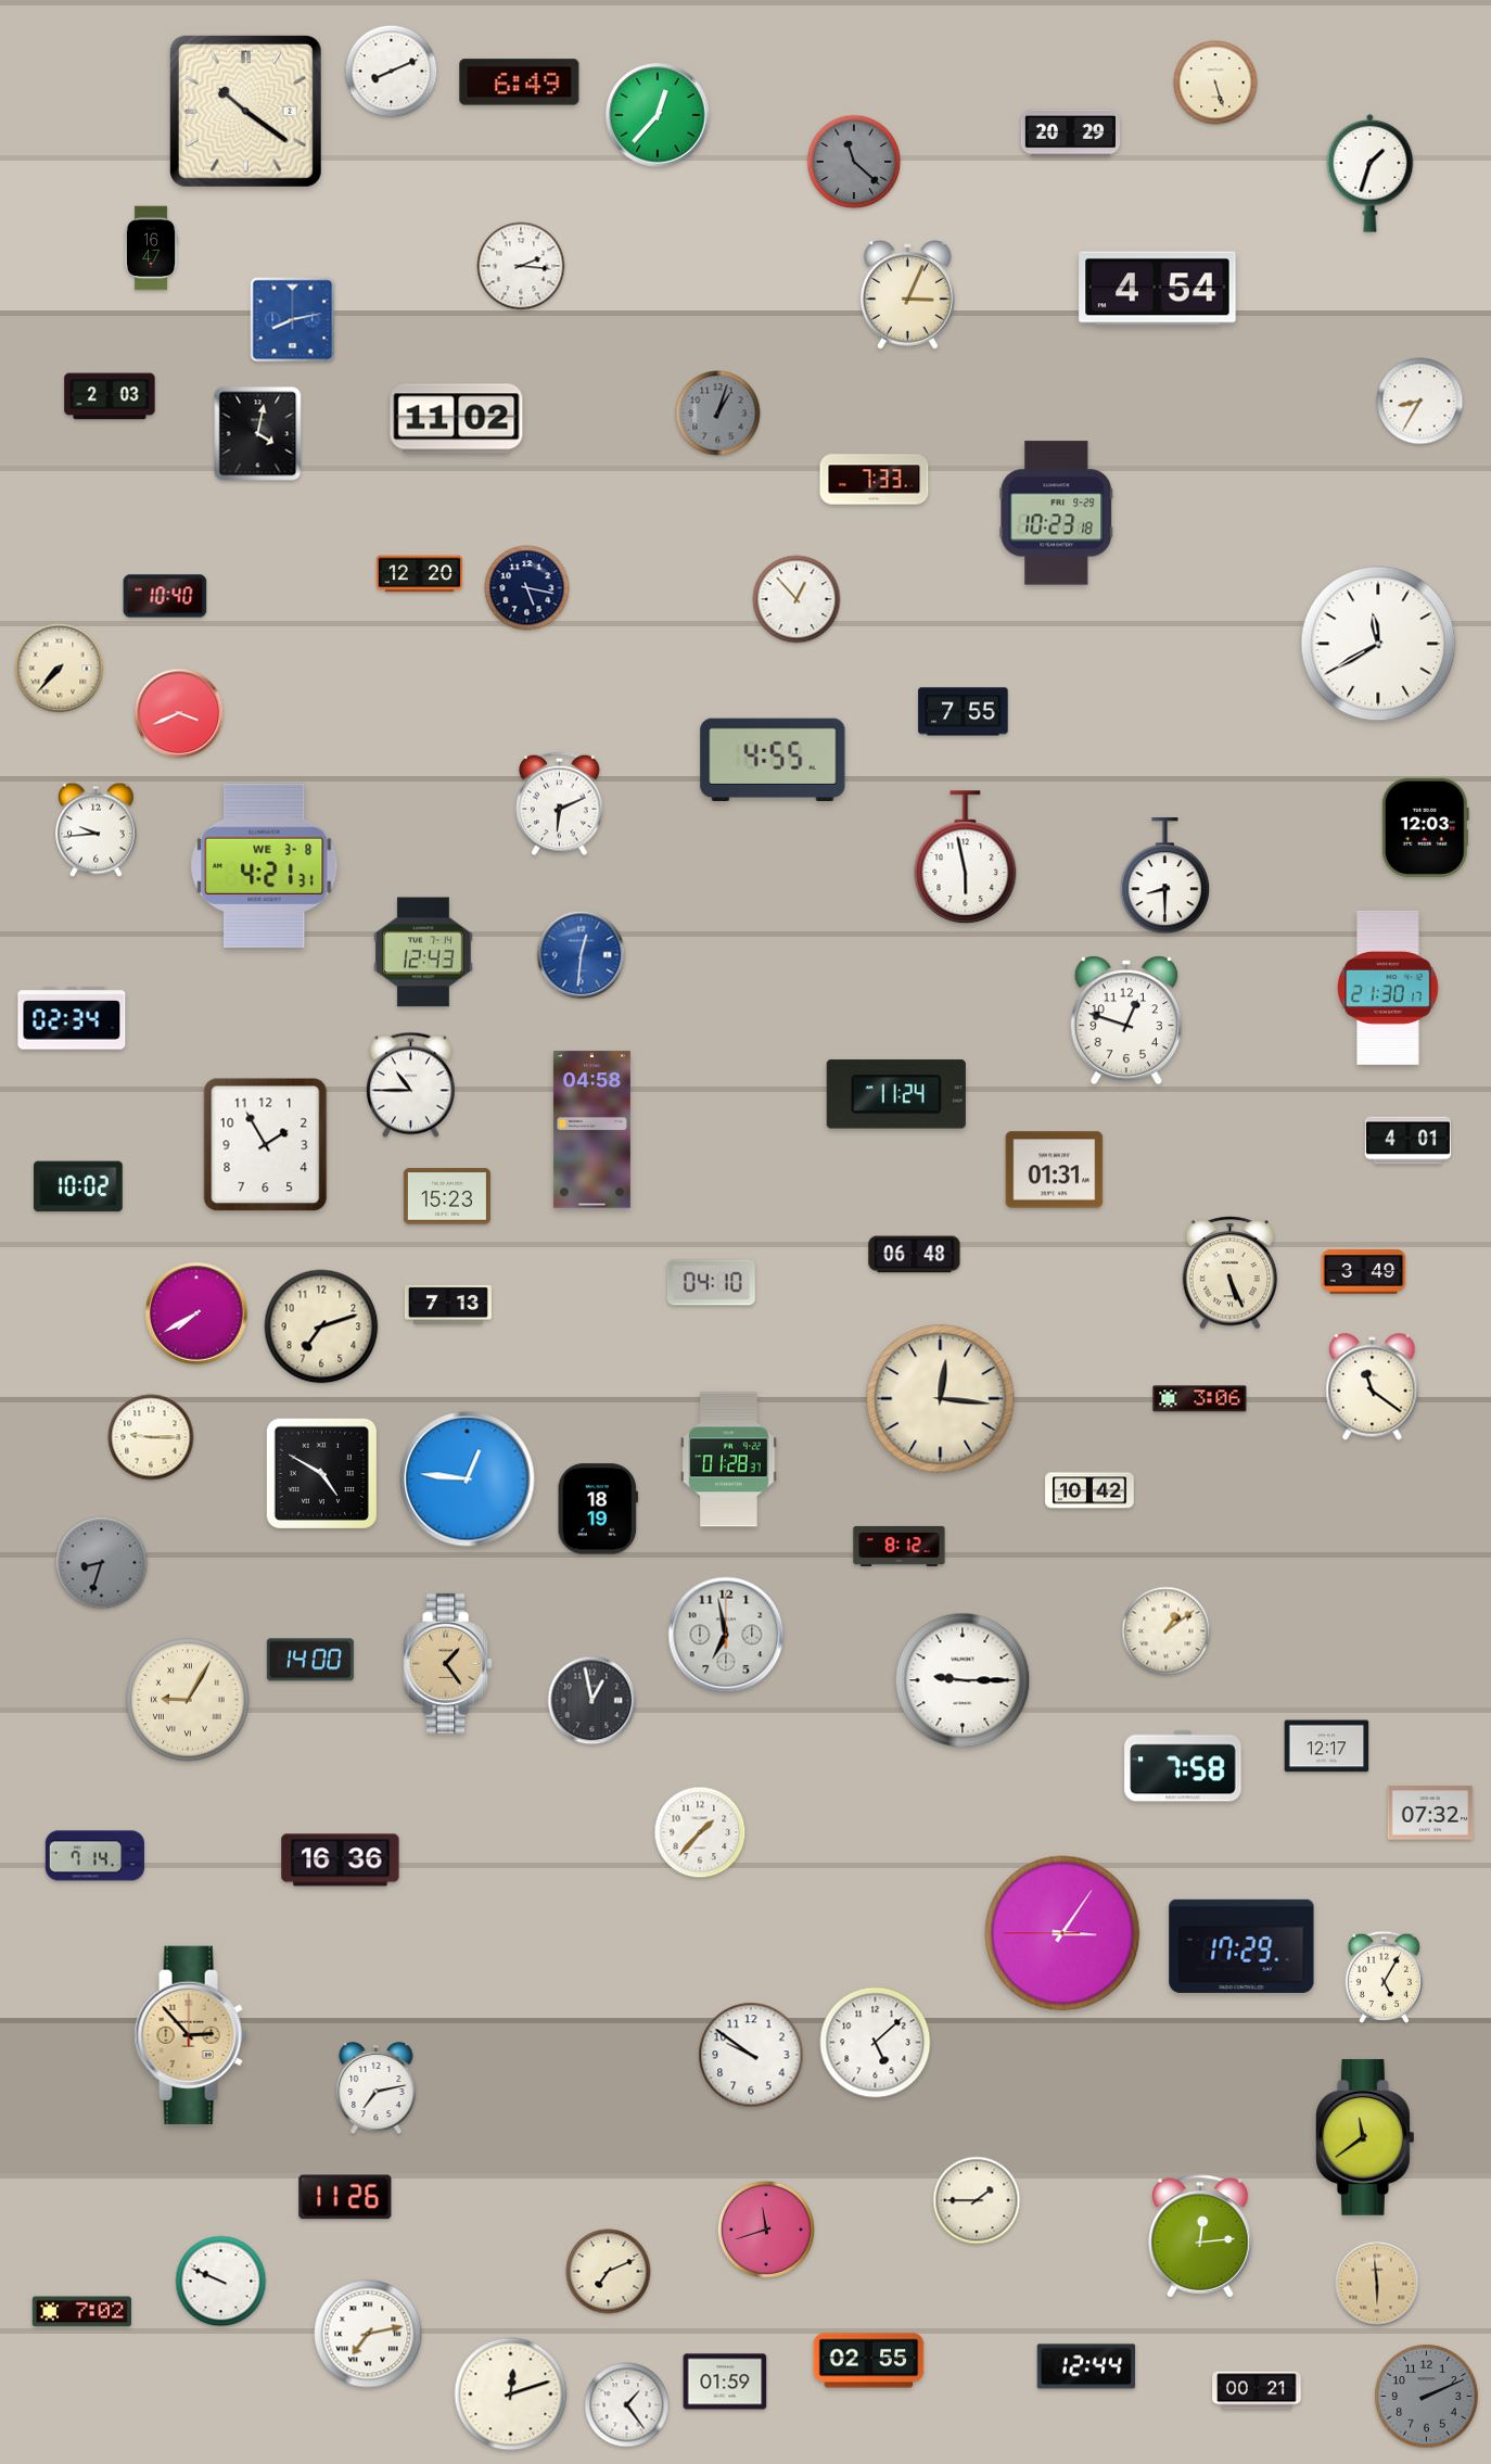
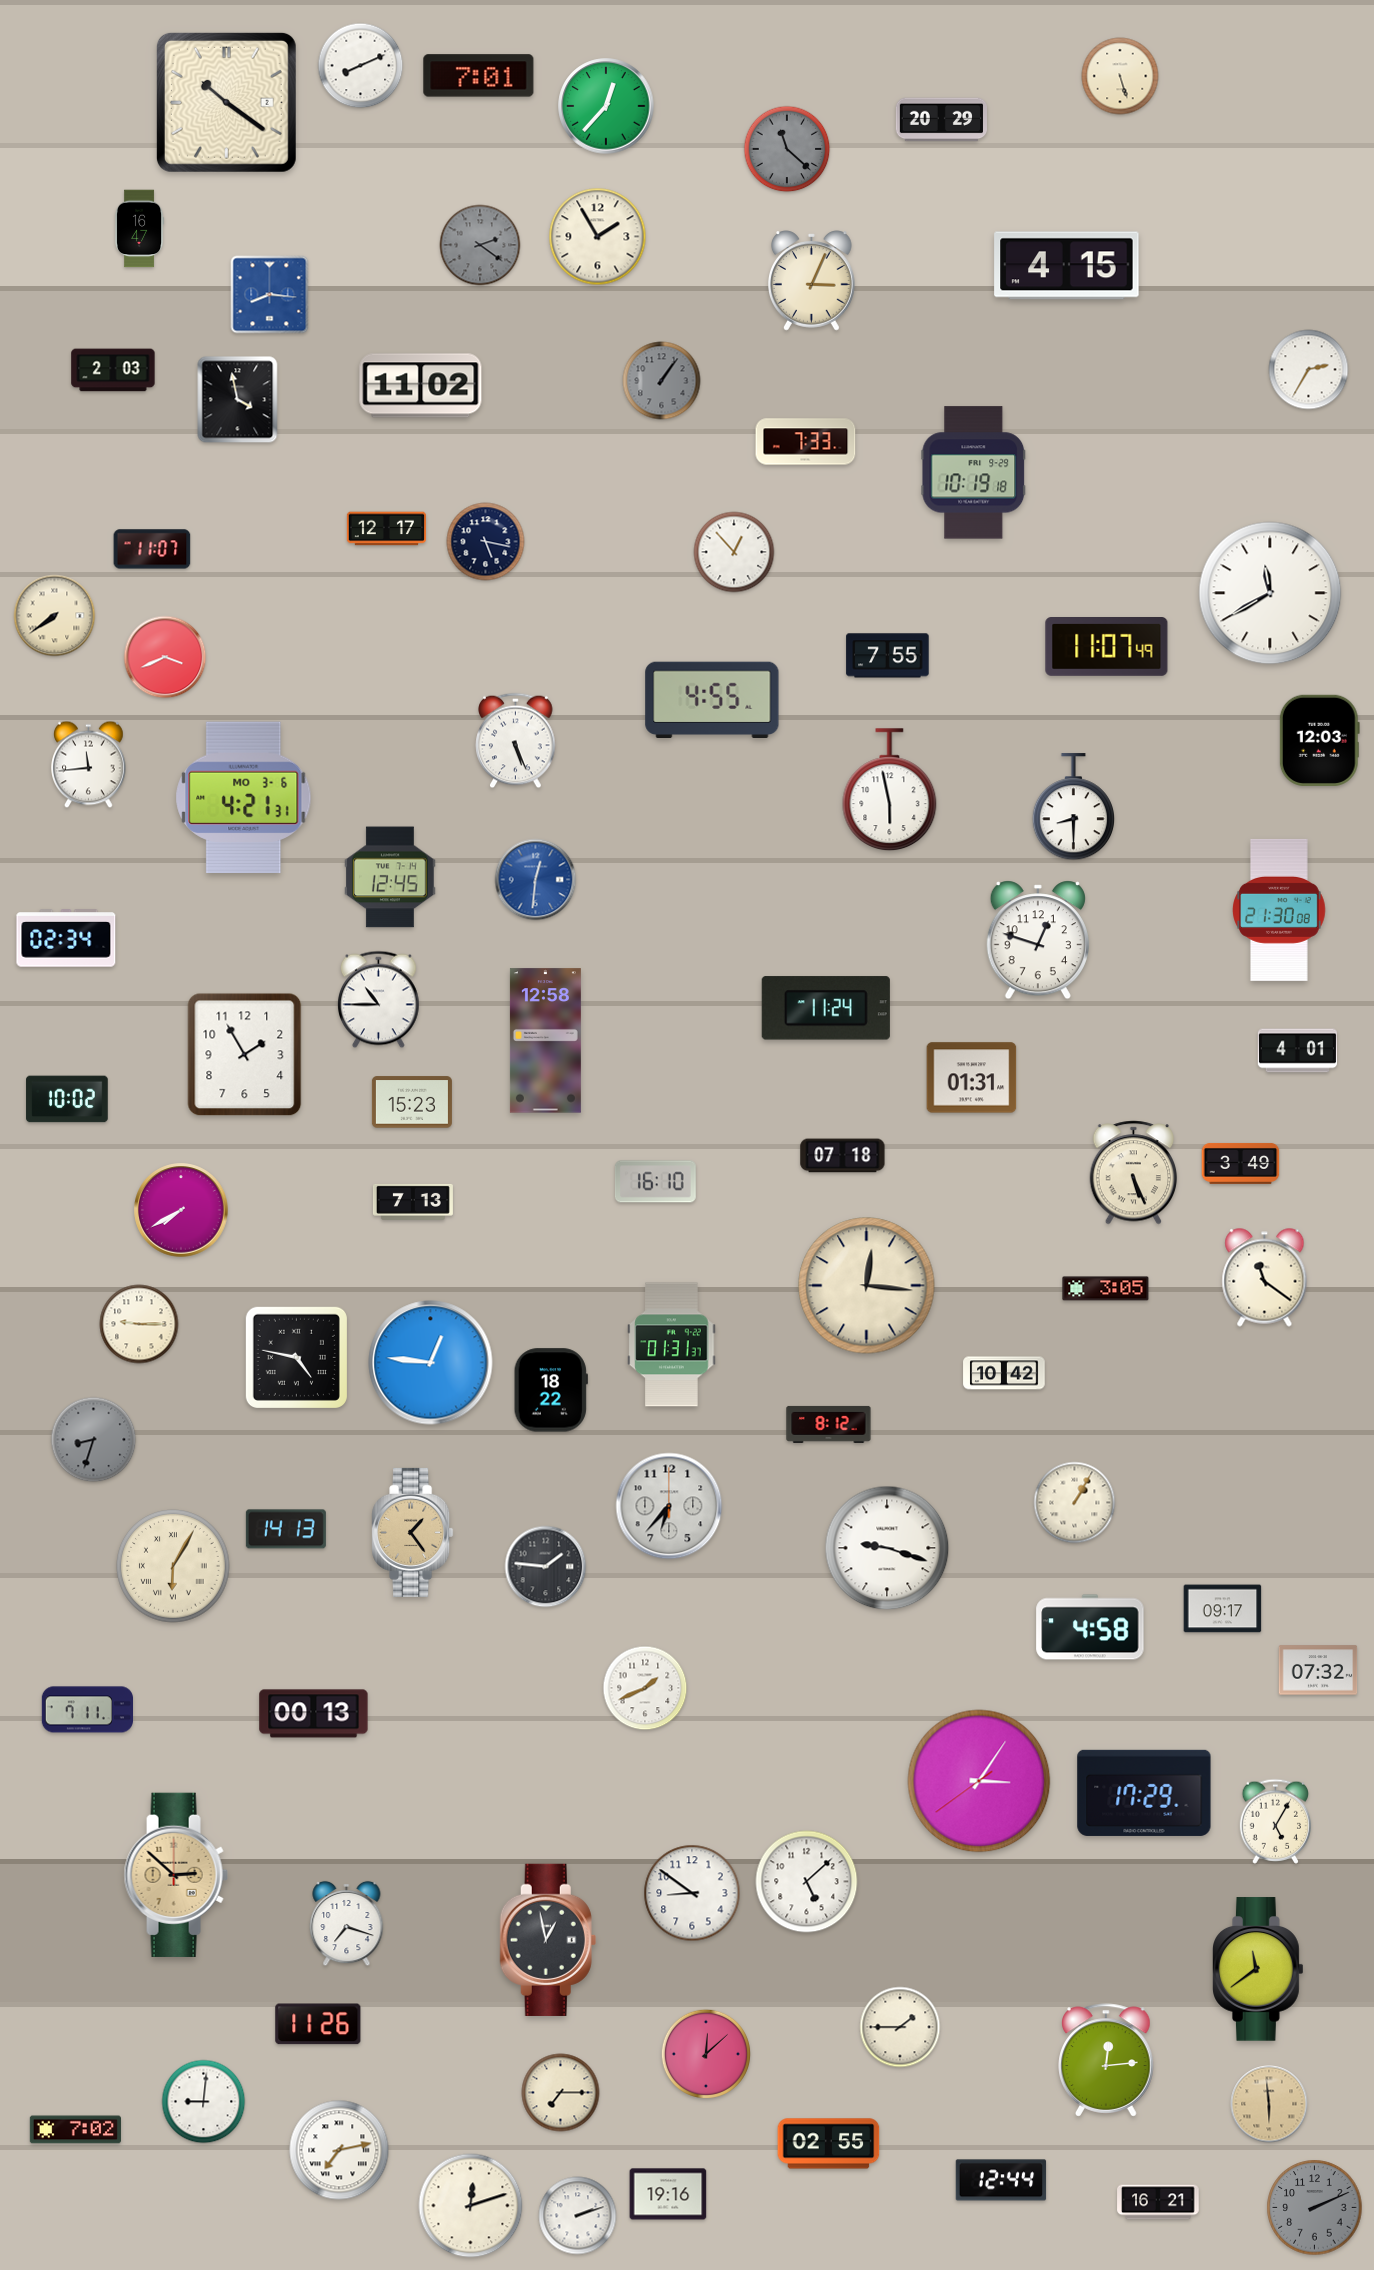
clock at (520, 82): 6:49 -> 7:01
clock at (1070, 134) position: (1070, 134) -> (941, 120)
clock at (1371, 173): 1:33 -> none
clock at (598, 237): none -> 1:55
clock at (521, 266): 2:16 -> 2:21
clock at (521, 266) dial: white -> grey
clock at (1158, 289): 4:54 -> 4:15
clock at (908, 295) position: (908, 295) -> (812, 281)
clock at (293, 320): 8:13 -> 8:16
clock at (110, 396) position: (110, 396) -> (113, 370)
clock at (1420, 402): 8:35 -> 2:35
clock at (718, 414): 1:03 -> 1:06
clock at (258, 434): 4:02 -> 3:58
clock at (1057, 513): 10:23 -> 10:19
clock at (419, 574): 12:20 -> 12:17
clock at (165, 596): 10:40 -> 11:07
clock at (60, 669): 7:37 -> 7:39
clock at (1107, 647): none -> 11:07
clock at (560, 804): 6:11 -> 5:26
clock at (1425, 827) position: (1425, 827) -> (1319, 740)
clock at (97, 830): 9:44 -> 11:44
clock at (265, 865) date: WE 3-8 -> MO 3-6
clock at (424, 952): 12:43 -> 12:45
clock at (1389, 988): 21:30:17 -> 21:30:08
clock at (591, 1130): 04:58 -> 12:58
clock at (78, 1186) position: (78, 1186) -> (67, 1099)
clock at (915, 1255): 06:48 -> 07:18
clock at (1364, 1271) position: (1364, 1271) -> (1241, 1163)
clock at (711, 1283): 04:10 -> 16:10
clock at (321, 1326): 7:12 -> none
clock at (941, 1399) position: (941, 1399) -> (867, 1286)
clock at (1200, 1399): 3:06 -> 3:05
clock at (729, 1460): 01:28 -> 01:31
clock at (321, 1473): 4:50 -> 4:47
clock at (598, 1509): 18:19 -> 18:22
clock at (1167, 1631): 1:09 -> 1:05
clock at (726, 1635): 6:58 -> 6:37
clock at (310, 1660): 14:00 -> 14:13
clock at (963, 1680): 9:15 -> 9:18
clock at (188, 1700): 9:05 -> 6:05
clock at (592, 1701): 12:58 -> 1:46
clock at (1327, 1747): 12:17 -> 09:17
clock at (1183, 1766): 7:58 -> 4:58
clock at (700, 1832): 1:37 -> 1:41
clock at (94, 1856): 7:14 -> 7:11
clock at (341, 1860): 16:36 -> 00:13
clock at (1062, 1933): 3:05:45 -> 3:05:39
clock at (191, 2034): 2:53 -> 2:52
clock at (751, 2055): 9:51 -> 8:51
clock at (377, 2088): 7:13 -> 7:18
clock at (548, 1940): none -> 12:58
clock at (766, 2230): 11:42 -> 12:08
clock at (609, 2272): 7:11 -> 7:15
clock at (221, 2282): 9:49 -> 9:01
clock at (869, 2361) position: (869, 2361) -> (829, 2144)
clock at (725, 2382): 01:59 -> 19:16
clock at (1257, 2390): 00:21 -> 16:21
clock at (627, 2405): 1:24 -> 2:12
